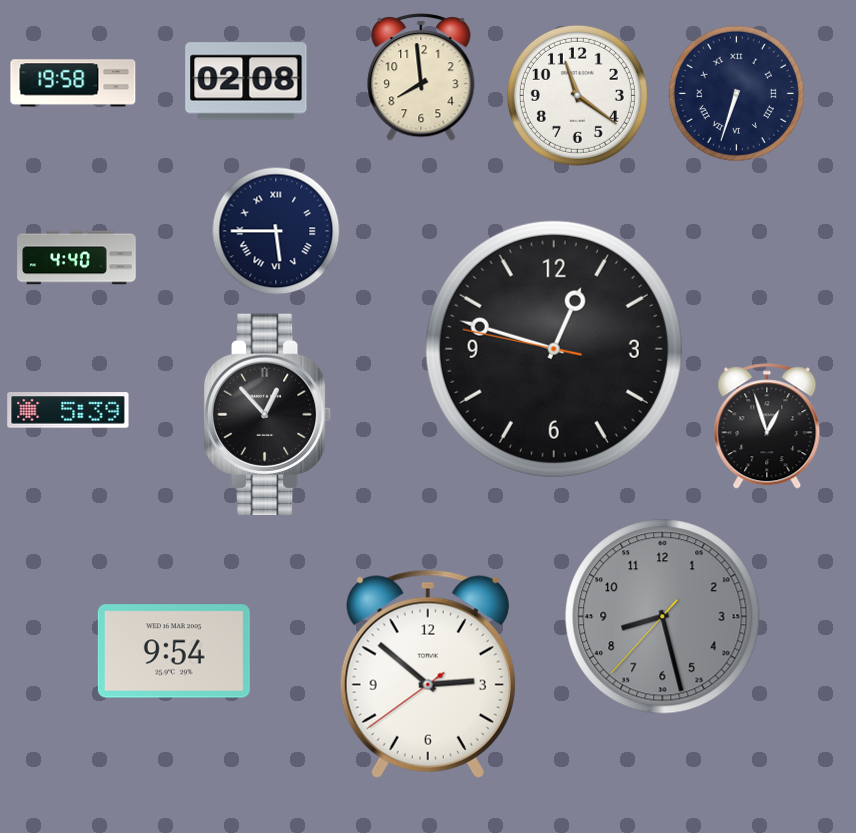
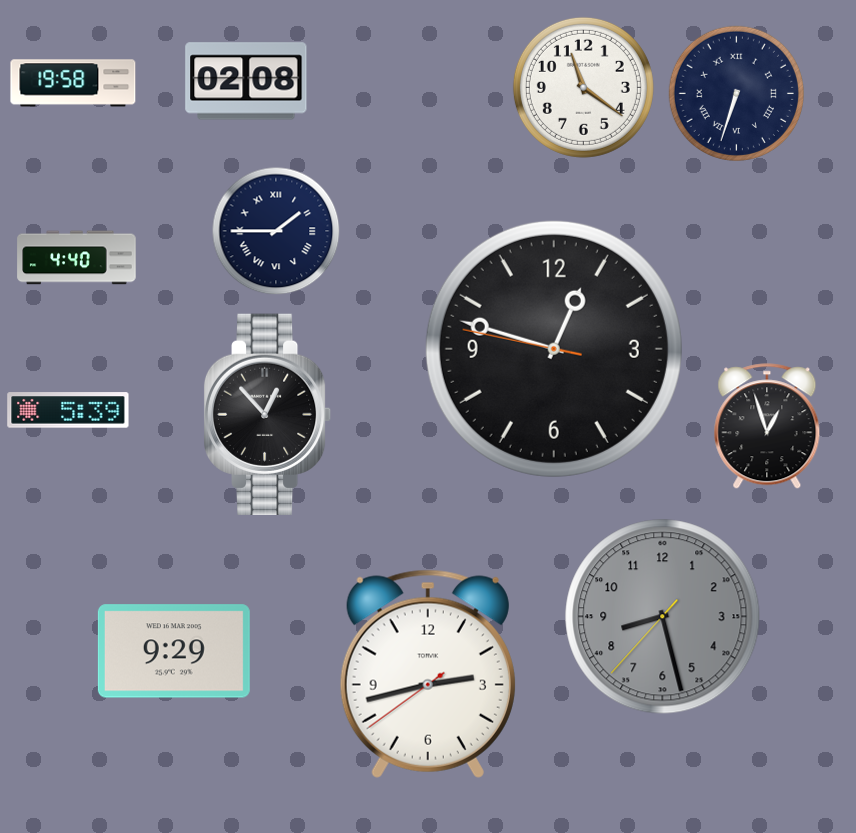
clock at (421, 77): 7:59 -> none
clock at (577, 95) position: (577, 95) -> (583, 87)
clock at (276, 231): 5:45 -> 1:45
clock at (174, 651): 9:54 -> 9:29
clock at (428, 674): 2:51 -> 2:42
